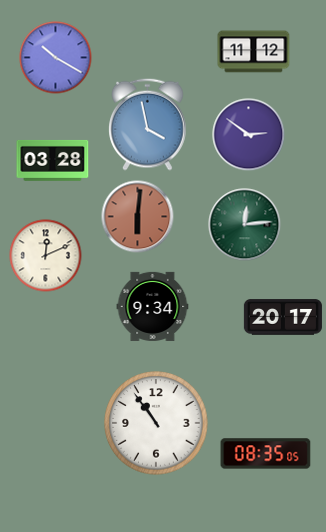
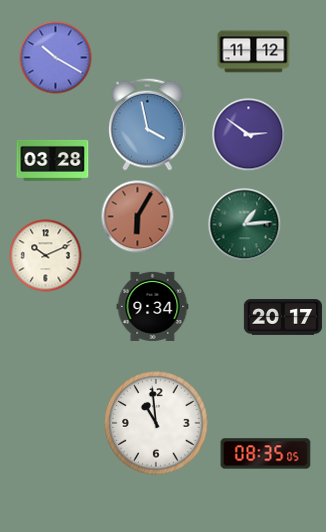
clock at (138, 217): 6:01 -> 6:05
clock at (245, 225): 12:14 -> 1:14
clock at (46, 256): 12:11 -> 10:11
clock at (156, 423): 10:54 -> 10:59
